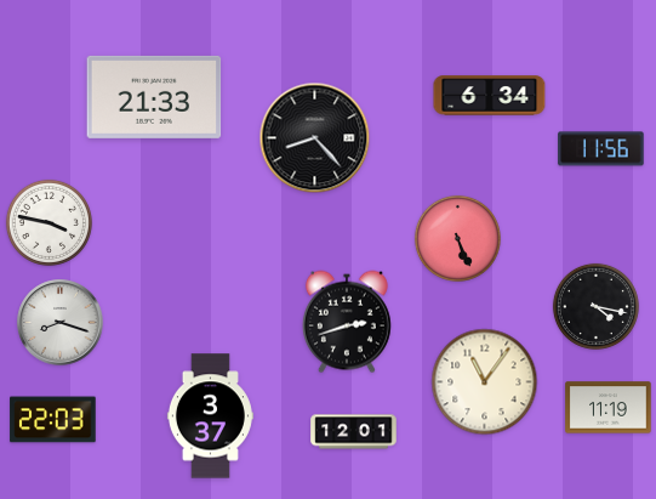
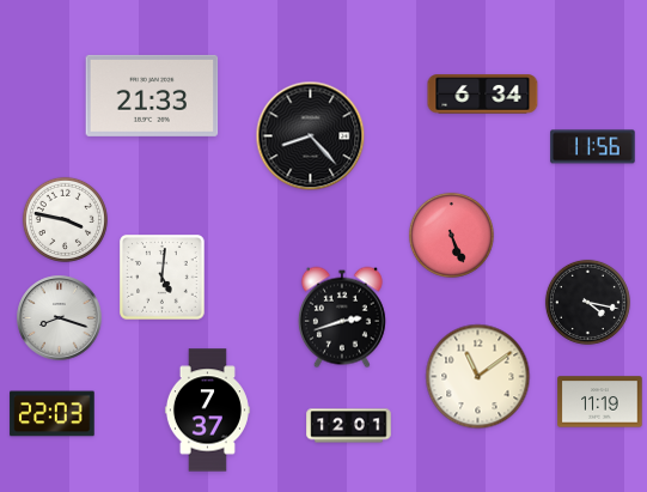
clock at (49, 222) position: (49, 222) -> (65, 219)
clock at (163, 278): none -> 5:01
clock at (485, 382): 11:06 -> 11:09
clock at (210, 416): 3:37 -> 7:37
